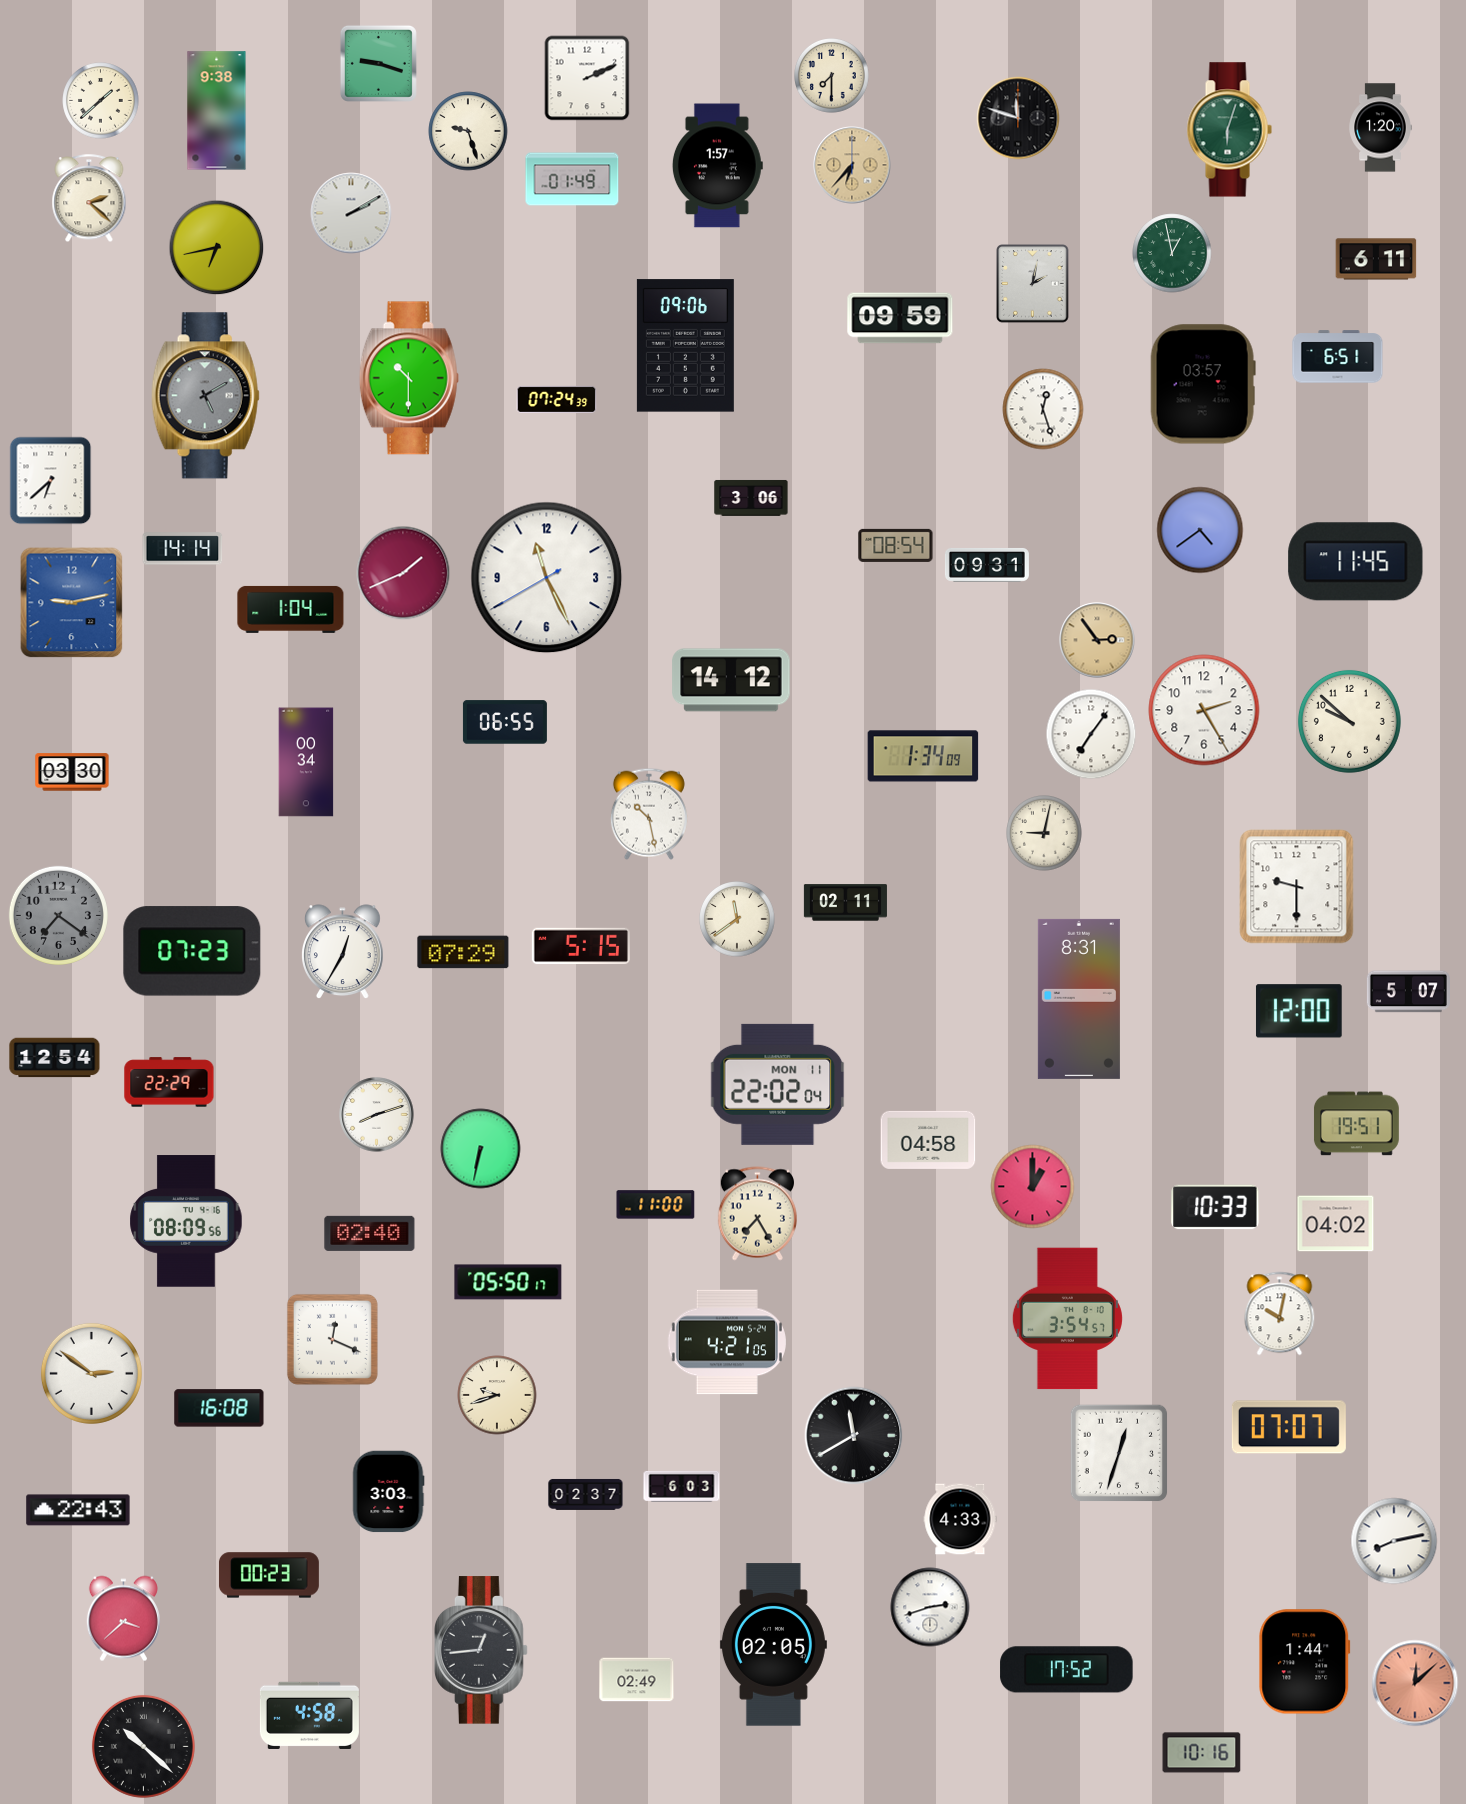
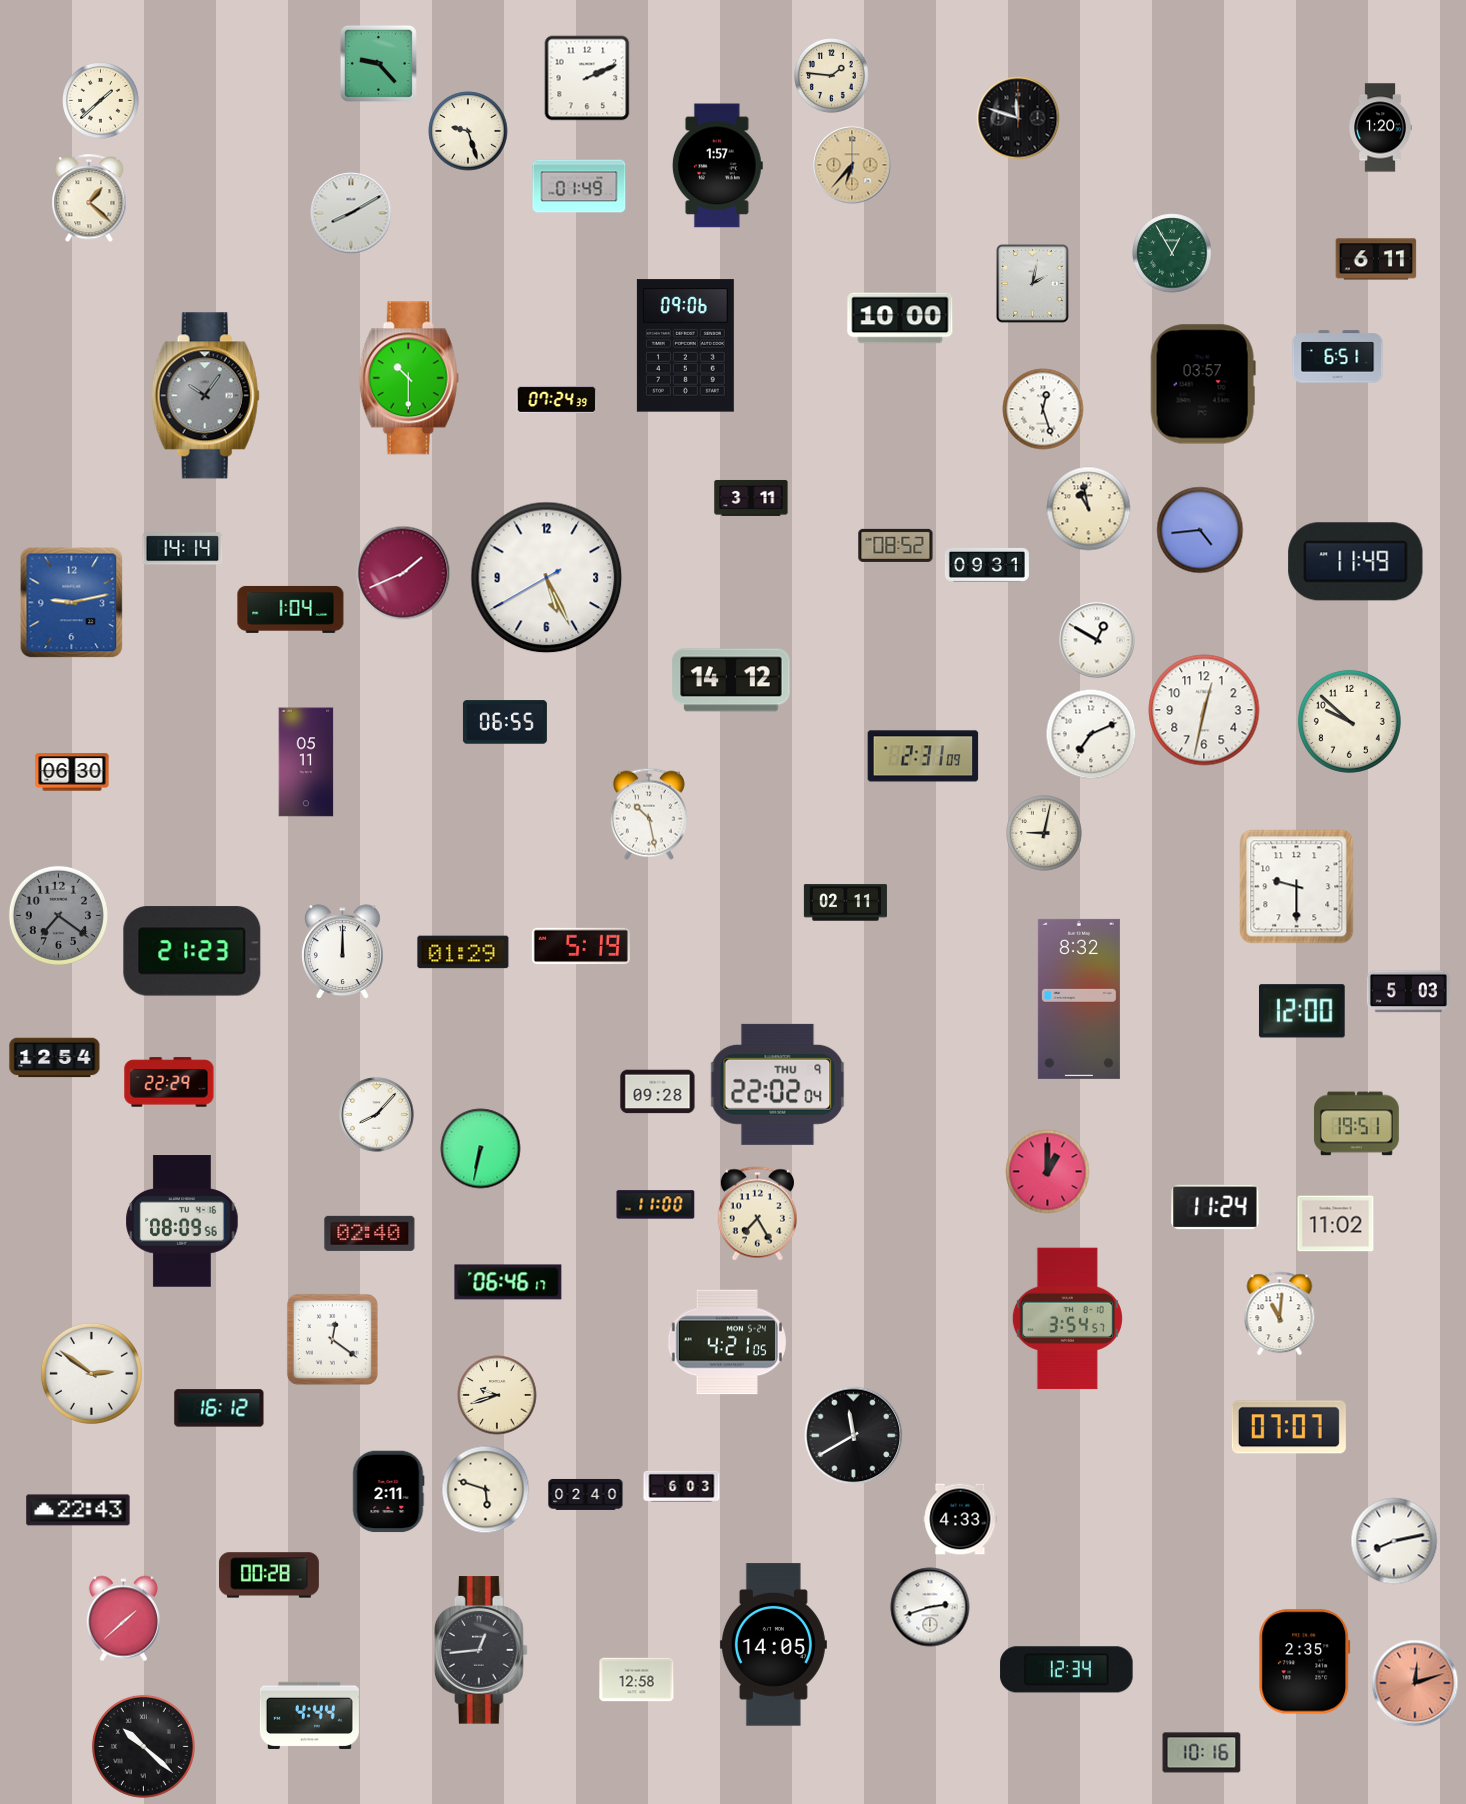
clock at (378, 63): 9:18 -> 9:23
clock at (832, 76): 7:30 -> 1:46
clock at (217, 111): 9:38 -> none
clock at (1229, 130): 6:03 -> none
clock at (572, 179) position: (572, 179) -> (579, 186)
clock at (89, 199): 2:22 -> 1:22
clock at (351, 213): 2:10 -> 8:10
clock at (217, 248): 6:43 -> none
clock at (1172, 253): 12:58 -> 12:55
clock at (900, 318): 09:59 -> 10:00
clock at (205, 396): 5:10 -> 10:06
clock at (51, 481): 6:38 -> none
clock at (751, 498): 3:06 -> 3:11
clock at (1089, 509): none -> 10:58
clock at (1200, 530): 4:39 -> 4:44
clock at (896, 545): 08:54 -> 08:52
clock at (1356, 562): 11:45 -> 11:49
clock at (547, 578): 11:25 -> 5:25
clock at (1097, 640): 2:54 -> 12:50
clock at (1097, 640) dial: champagne -> white
clock at (1204, 710): 2:25 -> 12:32
clock at (1091, 734): 7:06 -> 7:11
clock at (923, 756): 1:34 -> 2:31
clock at (306, 762): 00:34 -> 05:11
clock at (72, 772): 03:30 -> 06:30
clock at (737, 919): 11:39 -> none
clock at (581, 946): 5:15 -> 5:19
clock at (192, 951): 07:23 -> 21:23
clock at (343, 952): 12:35 -> 12:00
clock at (463, 952): 07:29 -> 01:29
clock at (1408, 992): 5:07 -> 5:03
clock at (1079, 999): 8:31 -> 8:32
clock at (1299, 1011) position: (1299, 1011) -> (1302, 1011)
clock at (778, 1084) date: MON 11 -> THU 9
clock at (658, 1092): none -> 09:28
clock at (377, 1115): 8:12 -> 8:07
clock at (928, 1140): 04:58 -> none
clock at (1033, 1187) position: (1033, 1187) -> (1048, 1172)
clock at (1215, 1207): 10:33 -> 11:24
clock at (186, 1221) position: (186, 1221) -> (182, 1221)
clock at (1336, 1224): 04:02 -> 11:02
clock at (508, 1282): 05:50 -> 06:46
clock at (1280, 1314): 10:02 -> 11:01
clock at (332, 1339): 12:19 -> 12:21
clock at (219, 1408): 16:08 -> 16:12
clock at (1119, 1453): 12:33 -> none
clock at (486, 1490): none -> 5:48
clock at (388, 1492): 3:03 -> 2:11
clock at (586, 1494): 02:37 -> 02:40
clock at (269, 1575): 00:23 -> 00:28
clock at (123, 1619): 3:38 -> 1:38
clock at (773, 1645): 02:05 -> 14:05
clock at (1305, 1662): 1:44 -> 2:35
clock at (1067, 1670): 17:52 -> 12:34
clock at (637, 1680): 02:49 -> 12:58
clock at (1415, 1683): 12:08 -> 12:12
clock at (309, 1715): 4:58 -> 4:44
